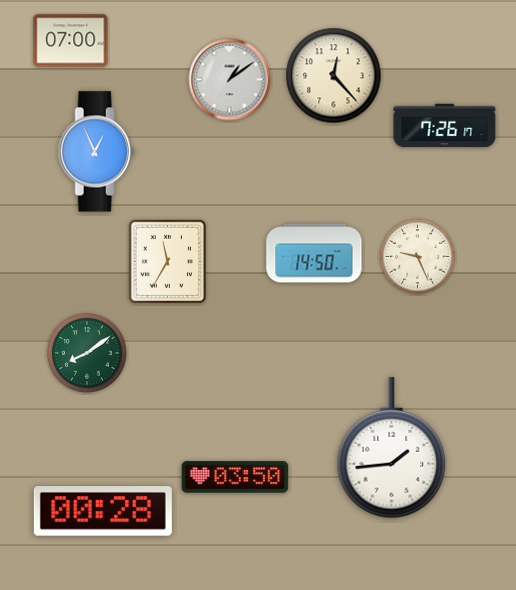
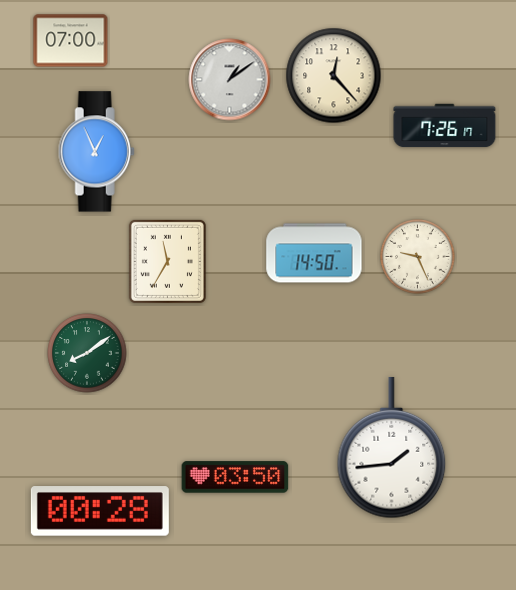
clock at (103, 511) position: (103, 511) -> (100, 511)
